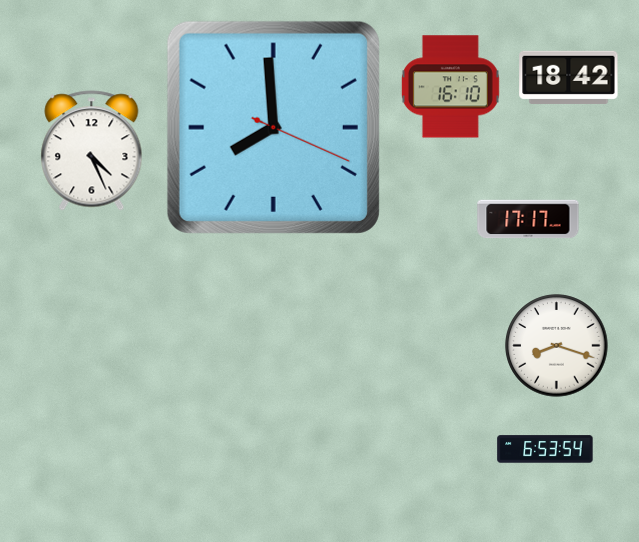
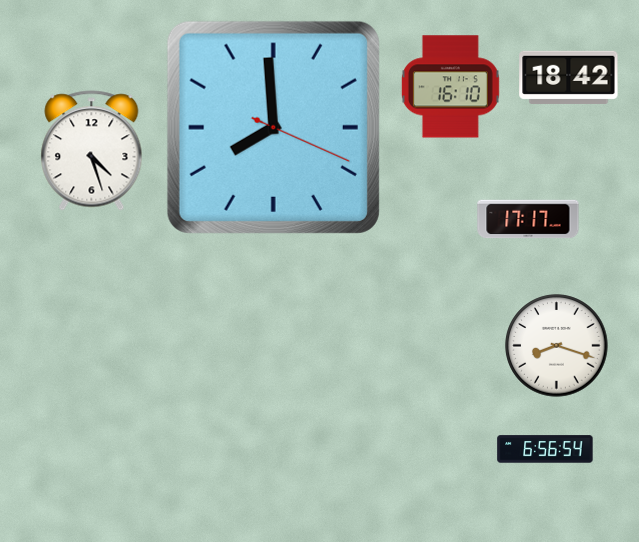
clock at (92, 151): 4:26 -> 4:27
clock at (545, 449): 6:53 -> 6:56
